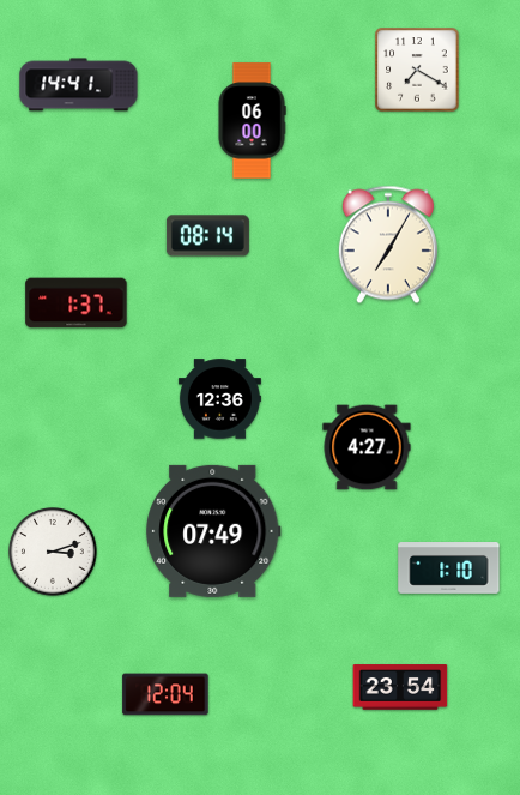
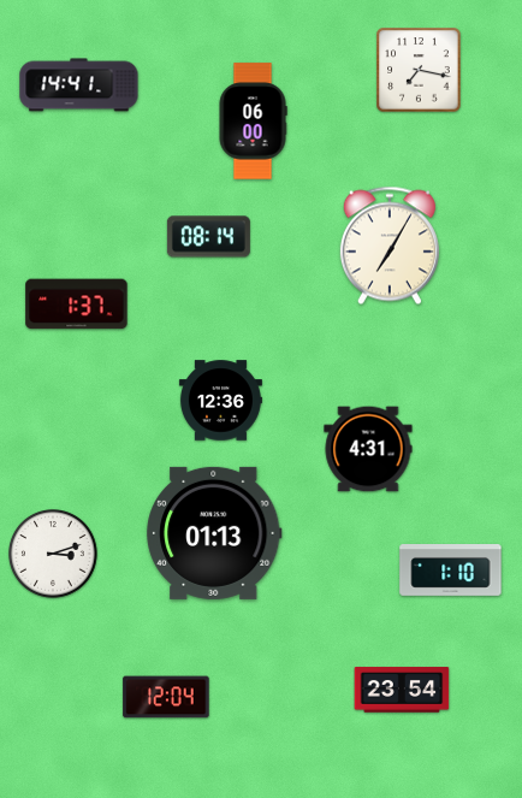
clock at (417, 70): 7:20 -> 7:17
clock at (367, 447): 4:27 -> 4:31
clock at (213, 531): 07:49 -> 01:13
